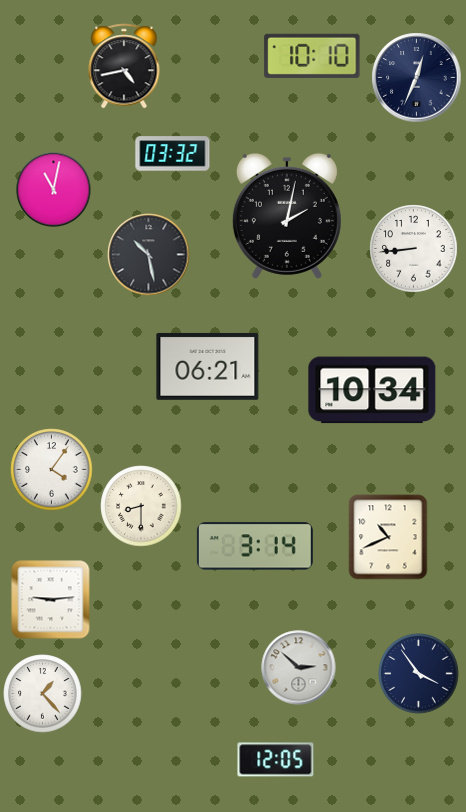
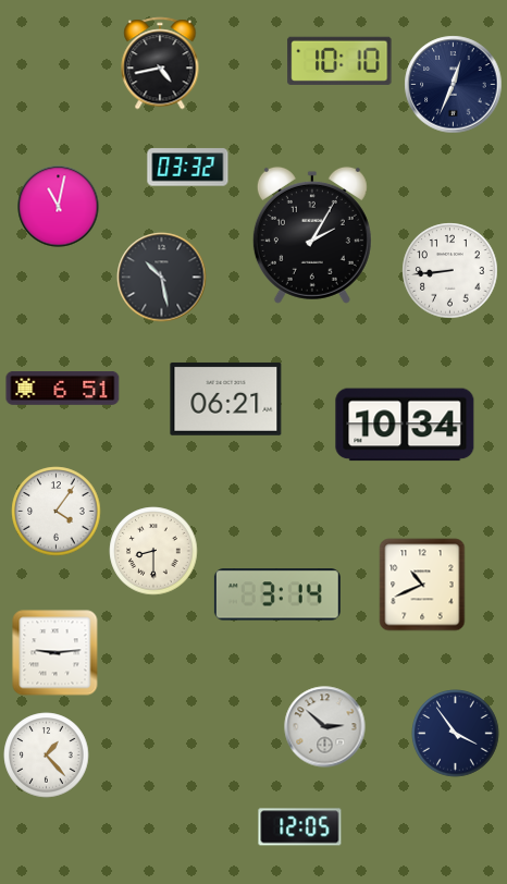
clock at (124, 66) position: (124, 66) -> (160, 63)
clock at (287, 216): 2:02 -> 2:05
clock at (63, 388): none -> 6:51
